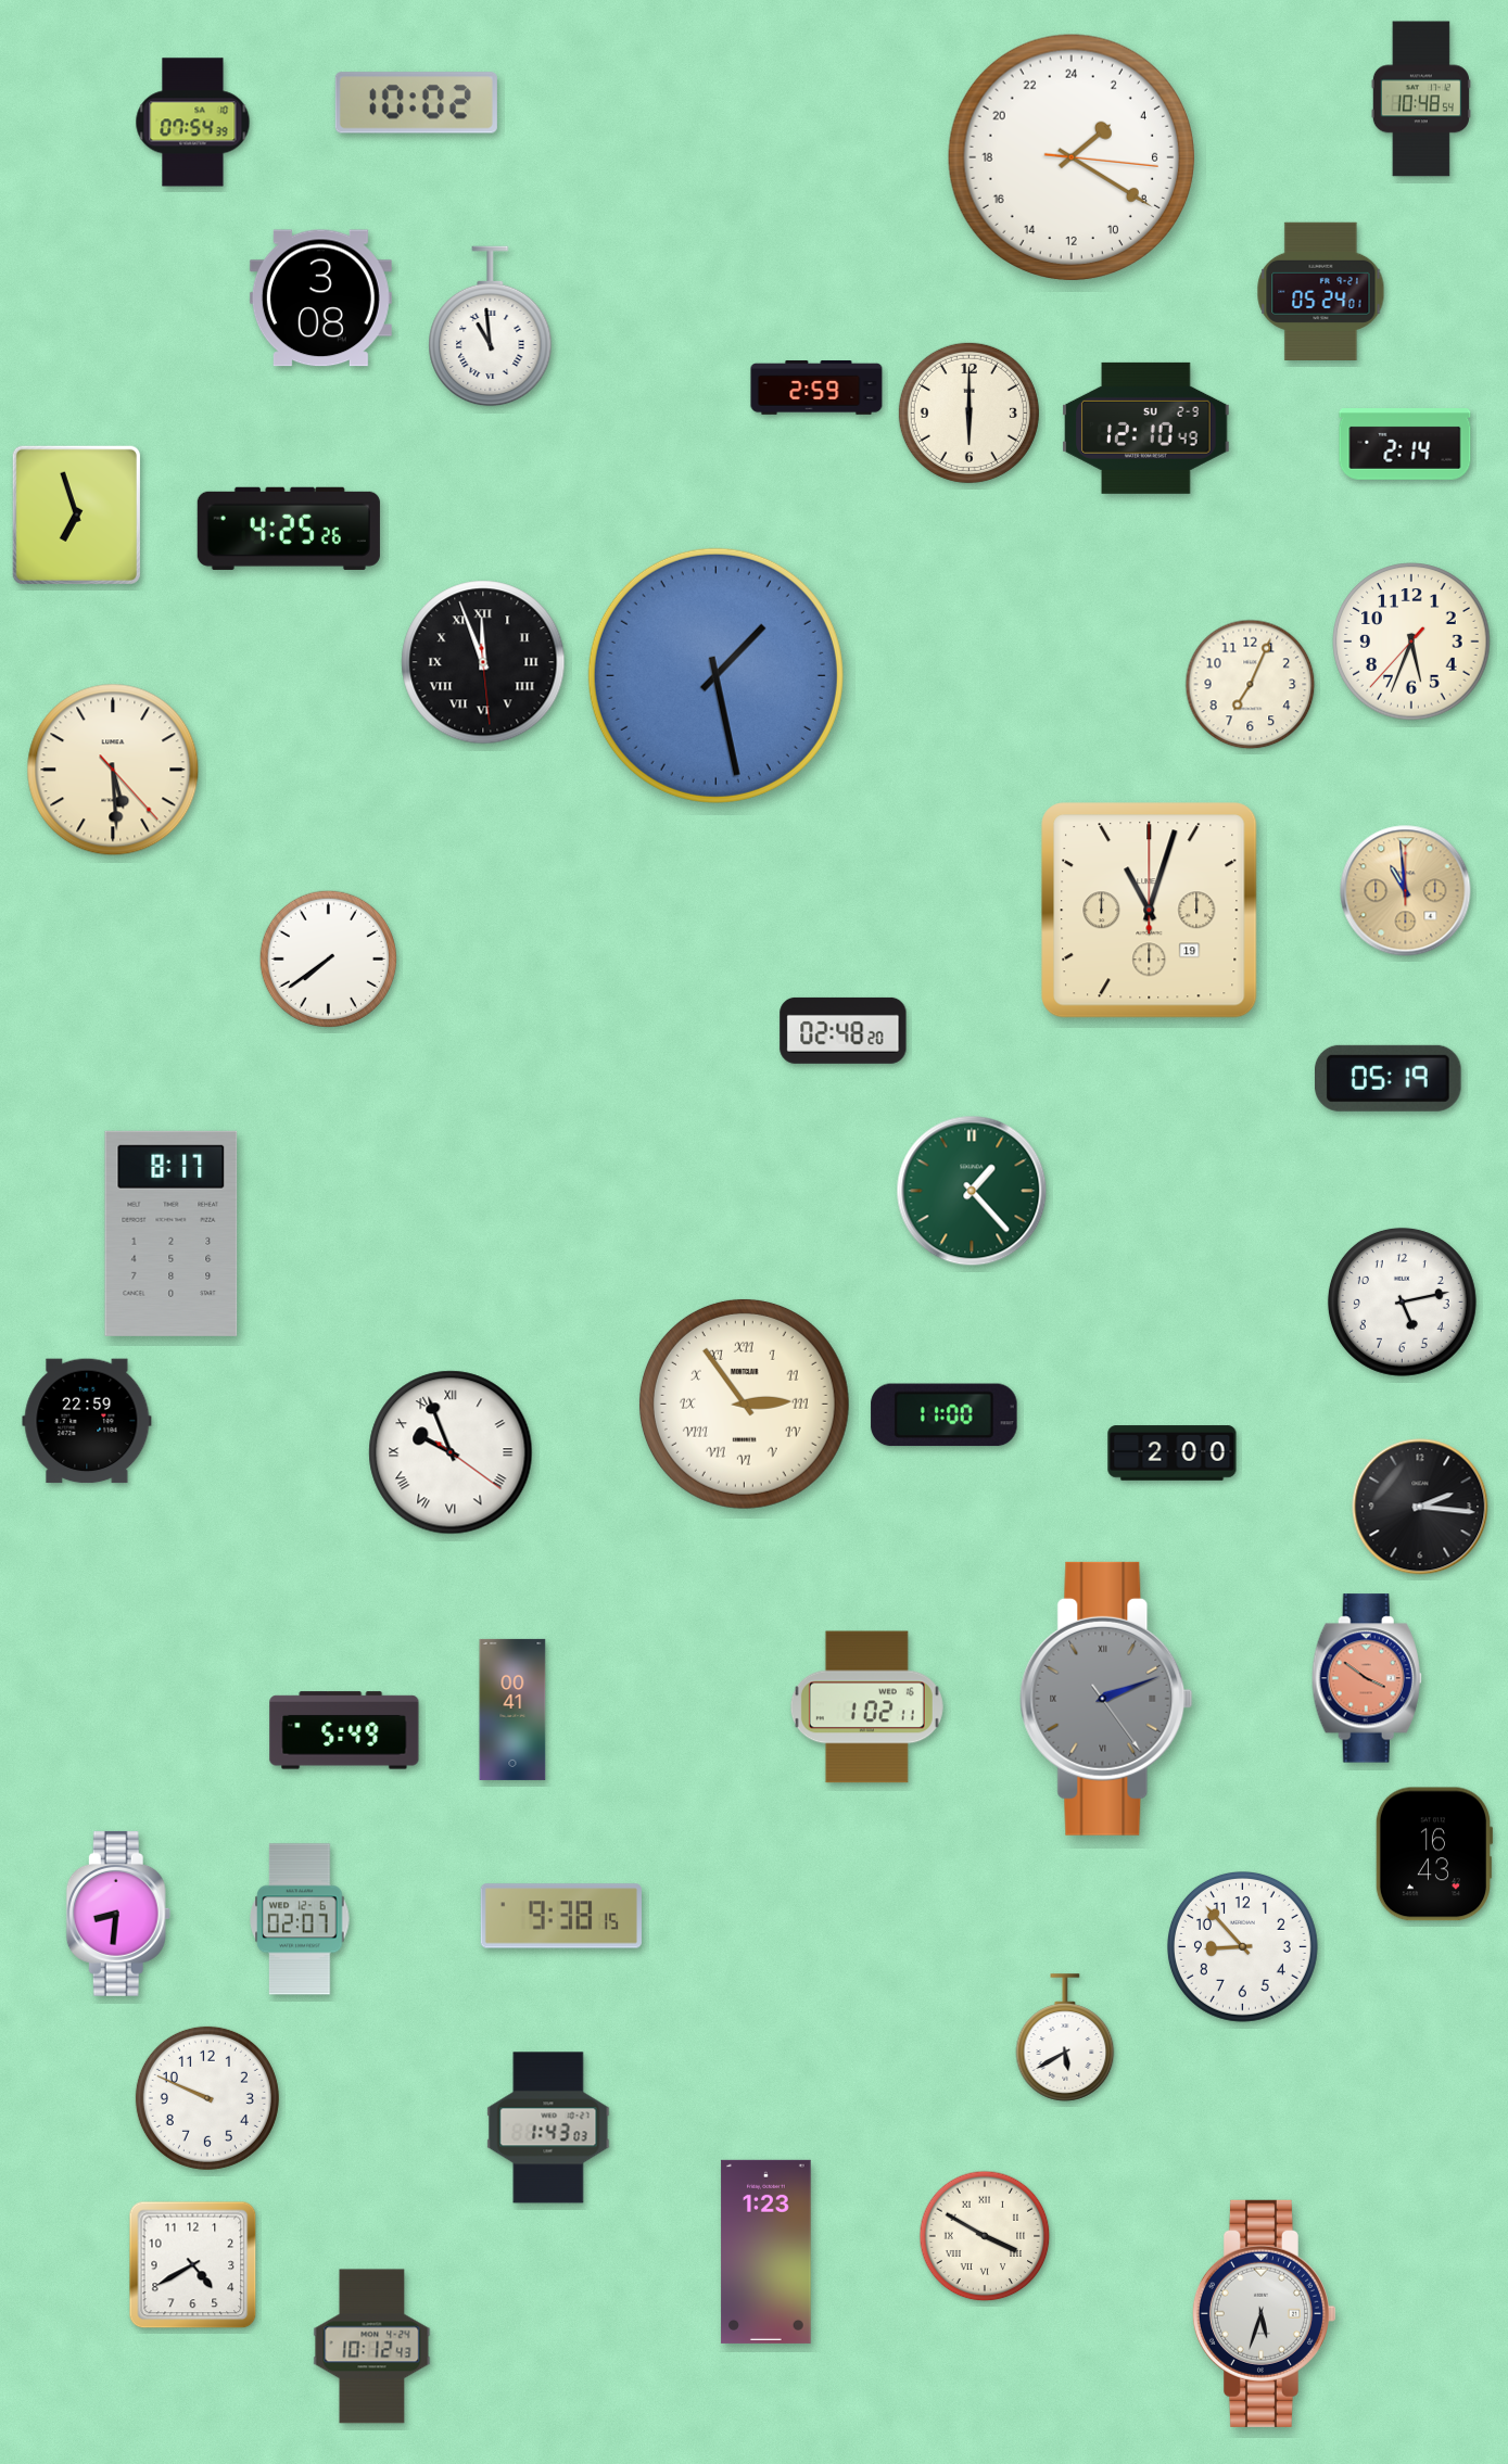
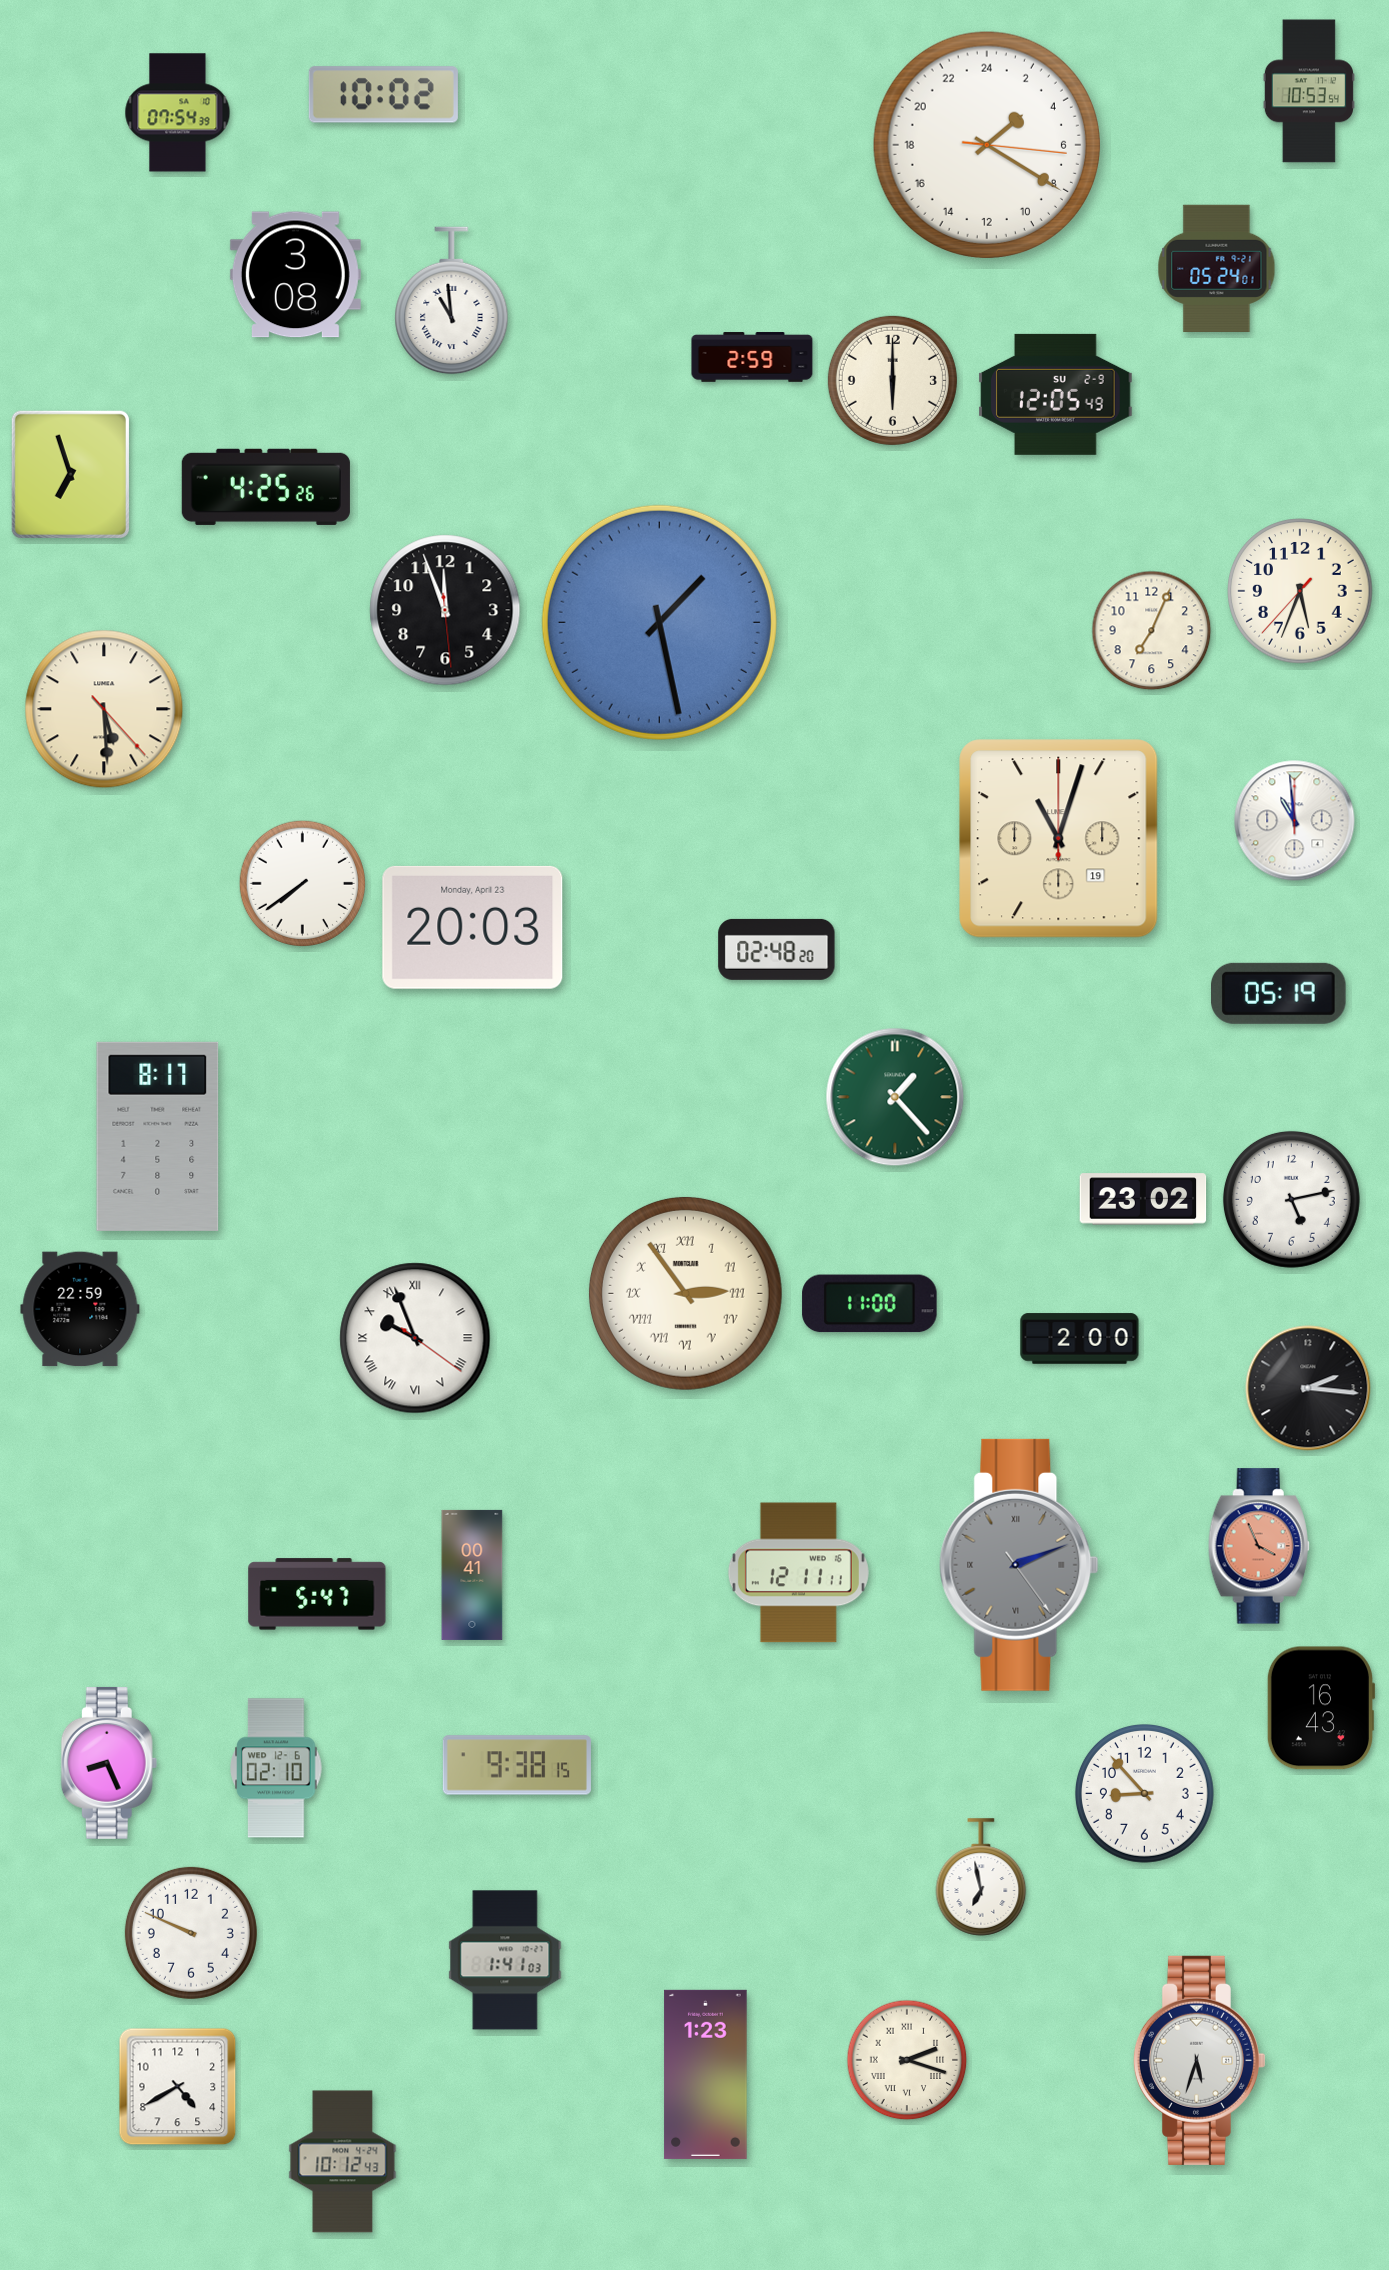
clock at (1421, 99): 10:48 -> 10:53
clock at (1146, 428): 12:10 -> 12:05
clock at (1405, 444): 2:14 -> none
clock at (483, 662) numerals: Roman -> Arabic
clock at (1406, 891) dial: champagne -> white
clock at (473, 927): none -> 20:03
clock at (1143, 1199): none -> 23:02
clock at (1367, 1678): 3:51 -> 3:56
clock at (866, 1707): 1:02 -> 12:11
clock at (344, 1730): 5:49 -> 5:47
clock at (118, 1914): 8:31 -> 8:26
clock at (300, 1919): 02:07 -> 02:10
clock at (1065, 2037): 5:40 -> 6:58
clock at (548, 2128): 1:43 -> 1:41
clock at (985, 2236): 3:50 -> 2:18
clock at (1264, 2313) position: (1264, 2313) -> (1199, 2060)
